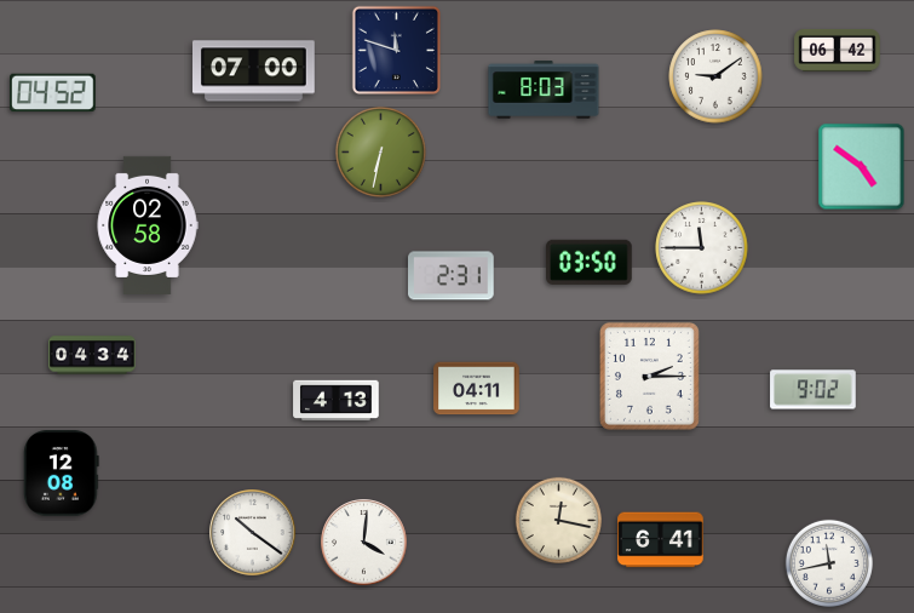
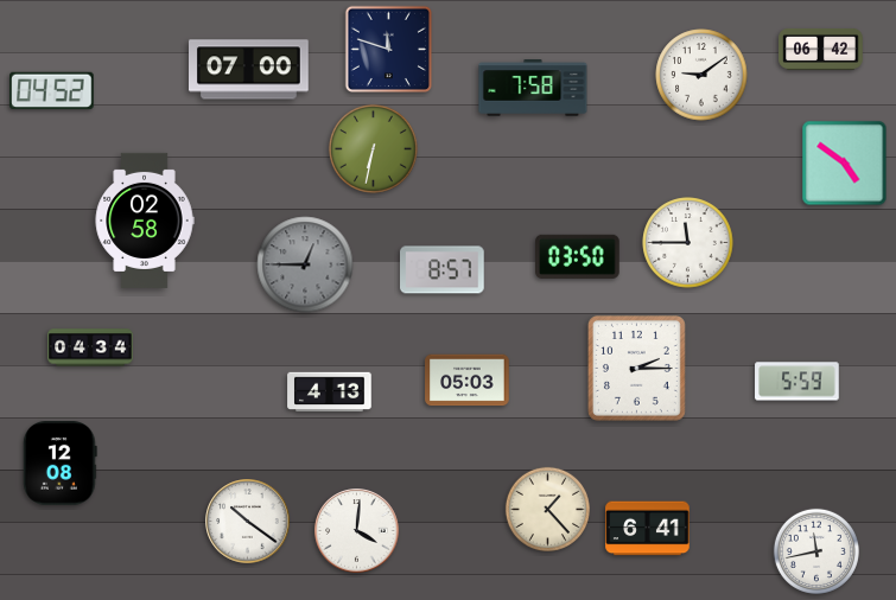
clock at (544, 90): 8:03 -> 7:58
clock at (305, 264): none -> 12:45
clock at (452, 276): 2:31 -> 8:57
clock at (477, 389): 04:11 -> 05:03
clock at (814, 390): 9:02 -> 5:59
clock at (558, 520): 12:17 -> 1:23
clock at (829, 563) position: (829, 563) -> (816, 551)
